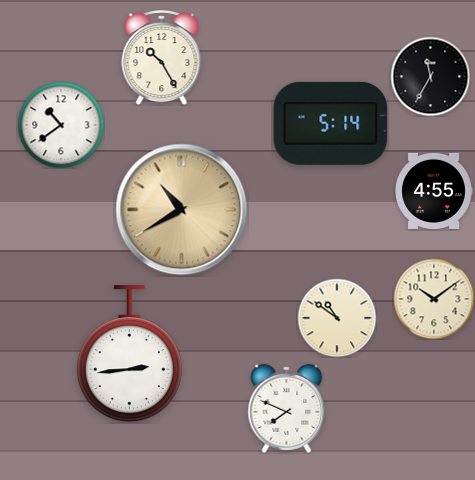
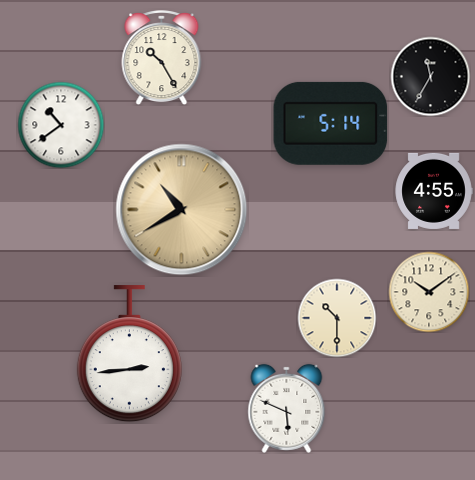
clock at (434, 299) position: (434, 299) -> (429, 292)
clock at (337, 318): 10:51 -> 10:30
clock at (287, 408): 7:49 -> 5:49
